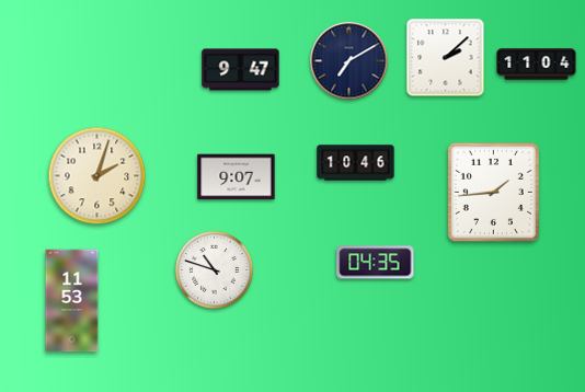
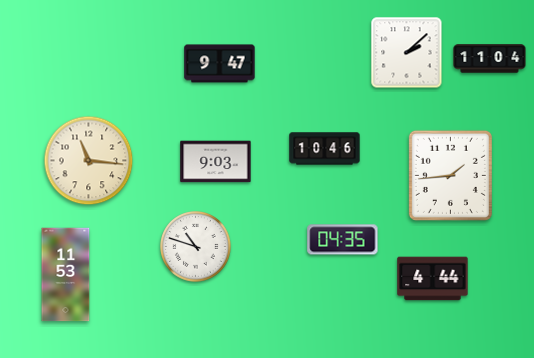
clock at (349, 61): 7:10 -> none
clock at (97, 176): 2:03 -> 11:16
clock at (237, 177): 9:07 -> 9:03
clock at (433, 279): none -> 4:44
